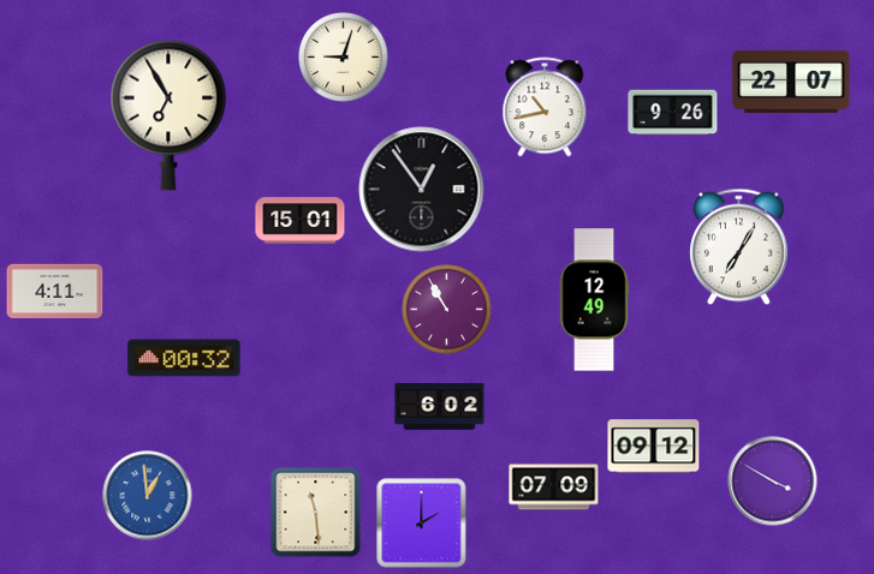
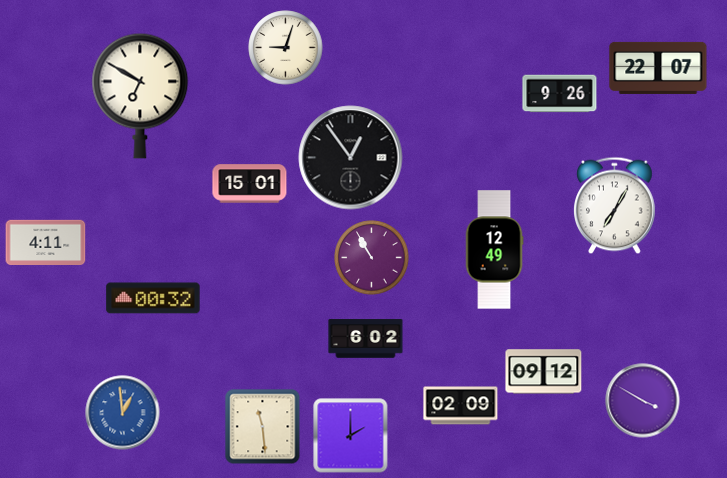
clock at (545, 107): 10:43 -> none
clock at (168, 115): 6:55 -> 6:50
clock at (554, 488): 07:09 -> 02:09
